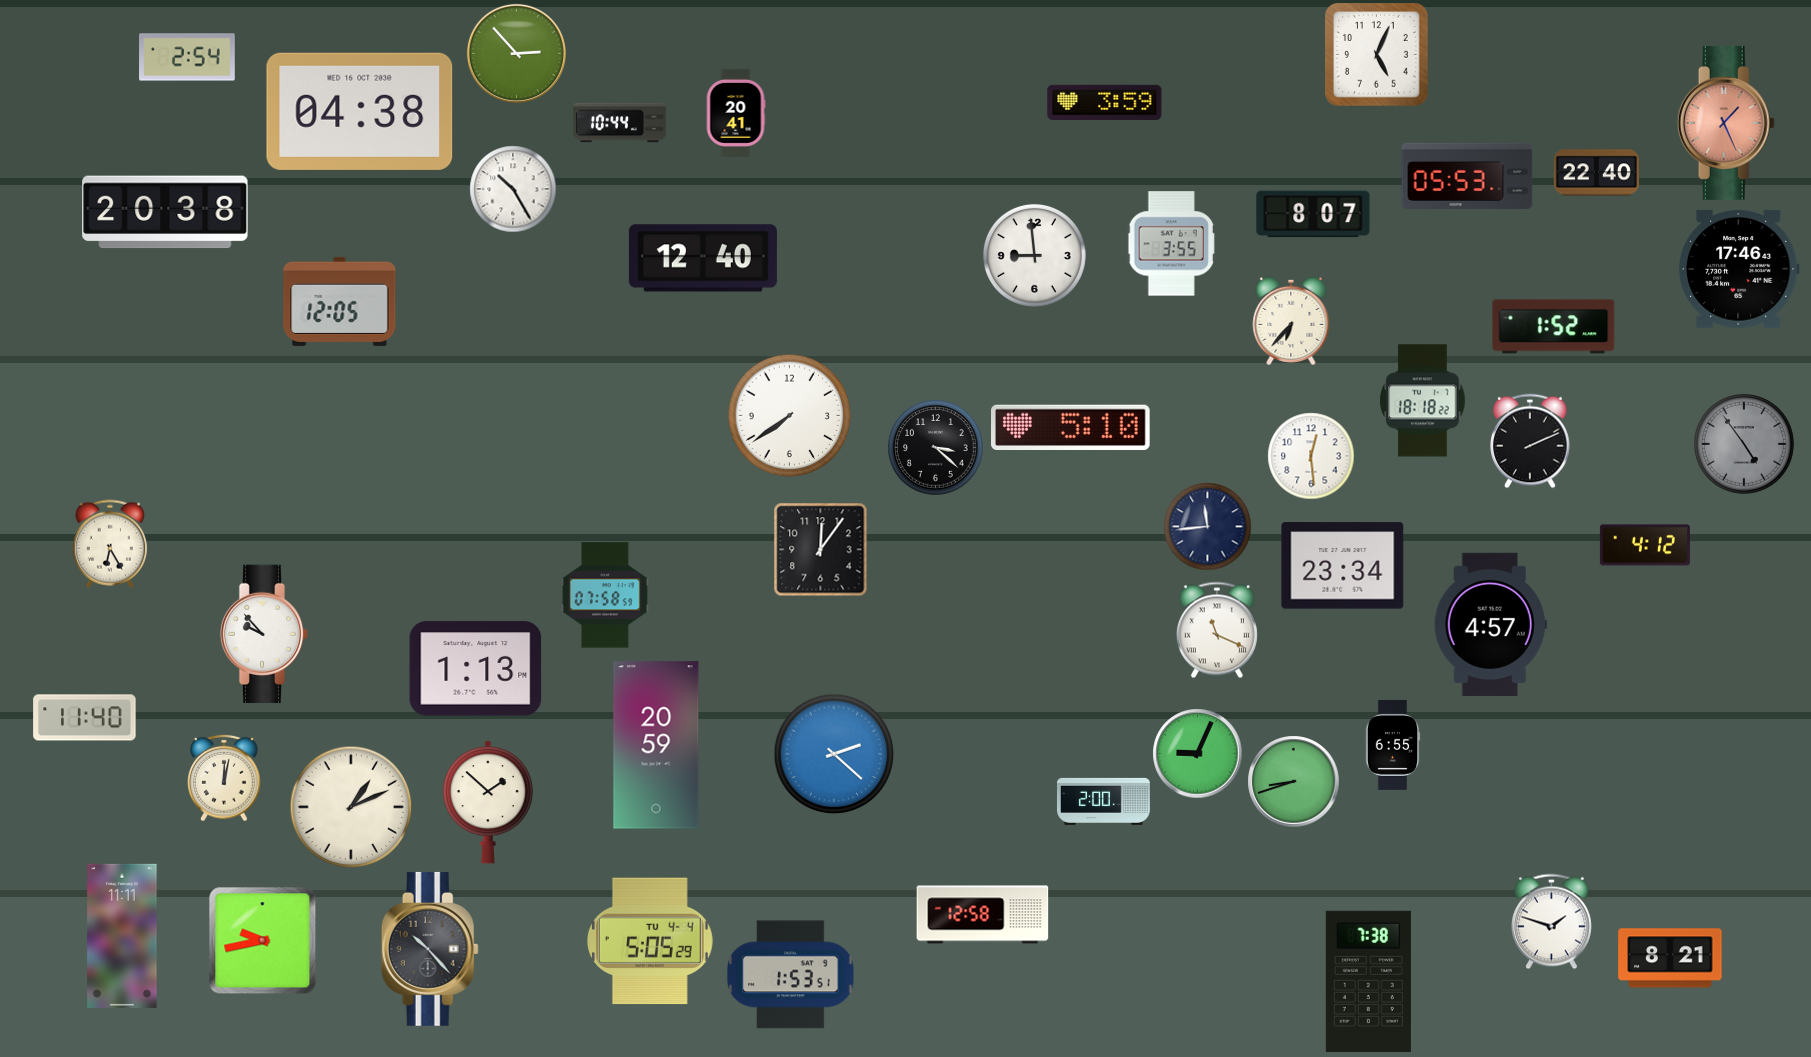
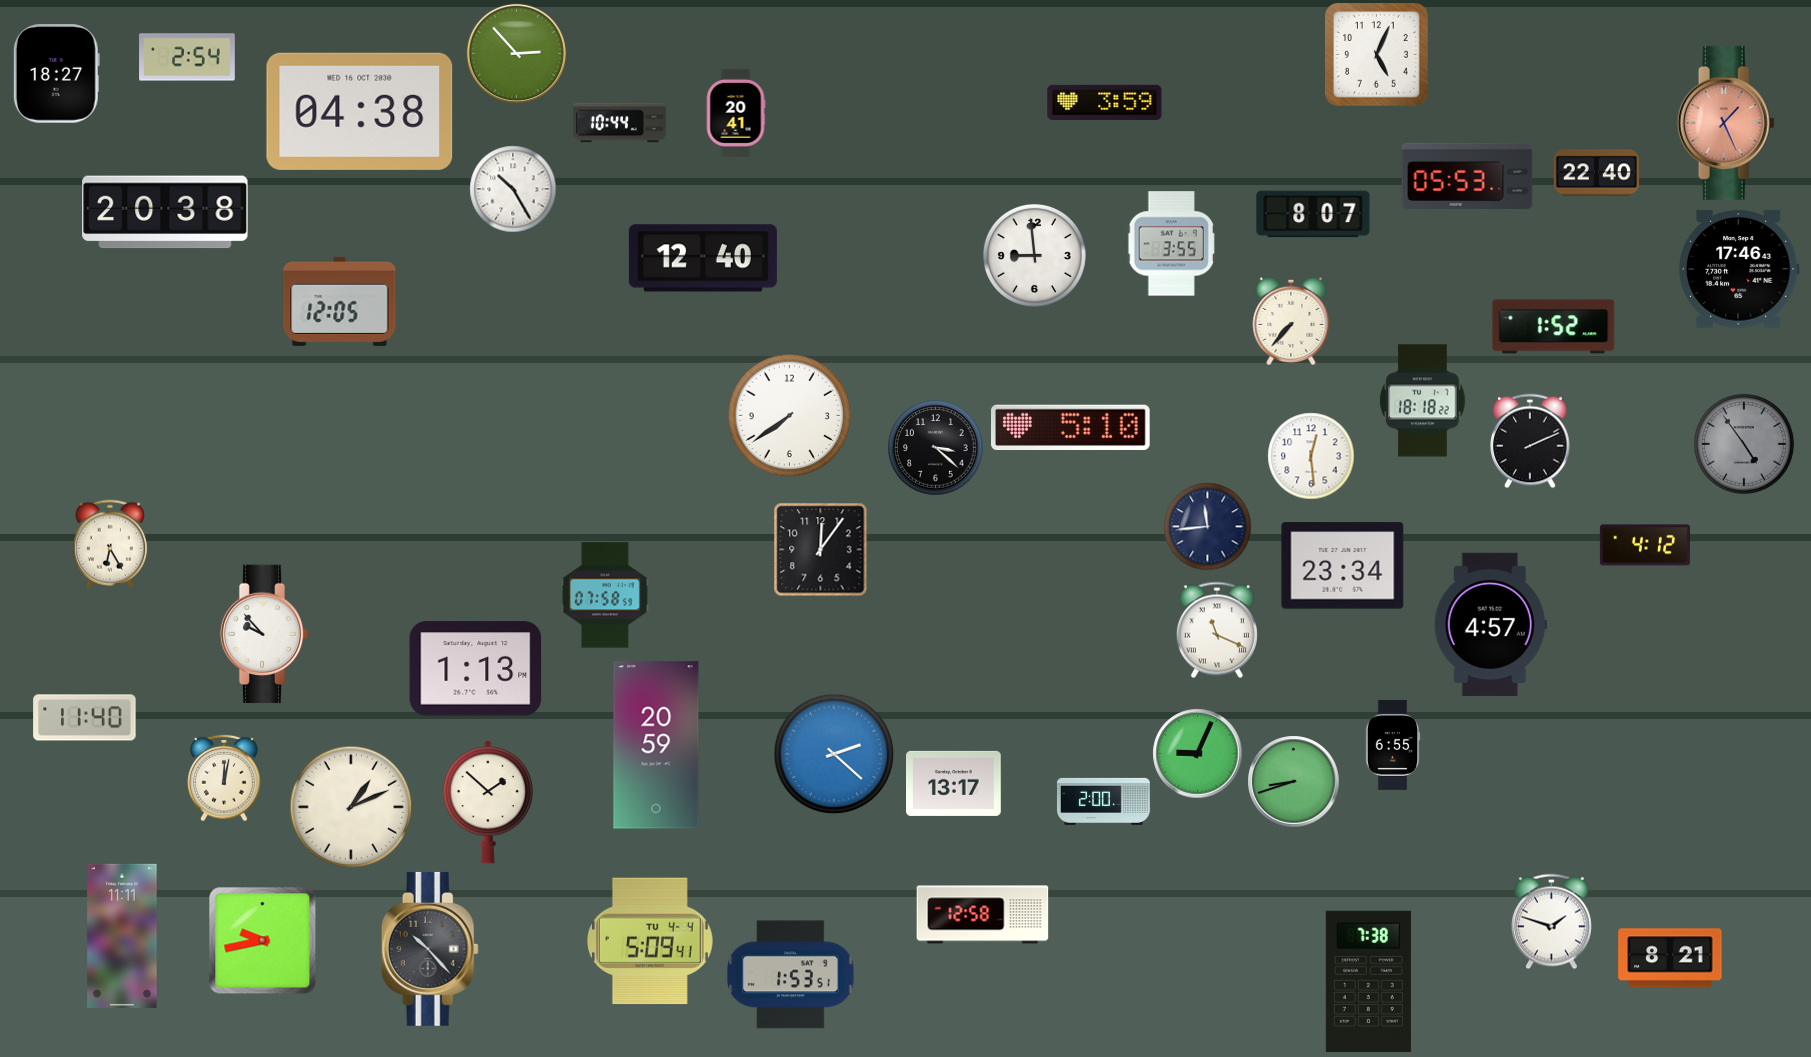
clock at (56, 74): none -> 18:27
clock at (1291, 320): 6:37 -> 7:37
clock at (954, 783): none -> 13:17
clock at (650, 941): 5:05 -> 5:09
